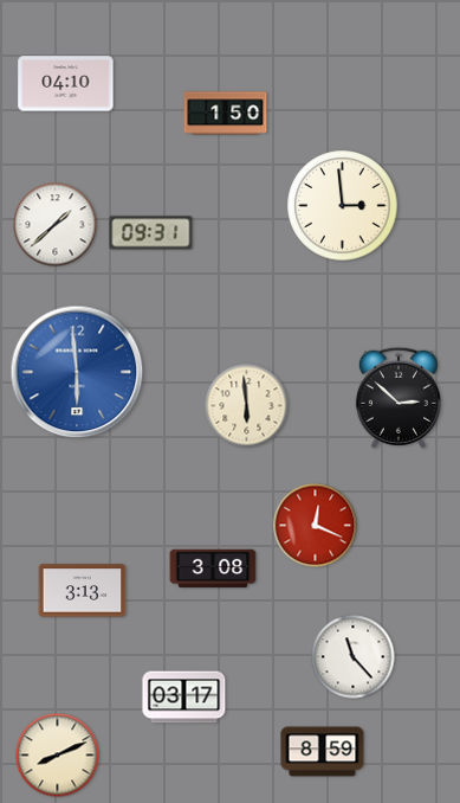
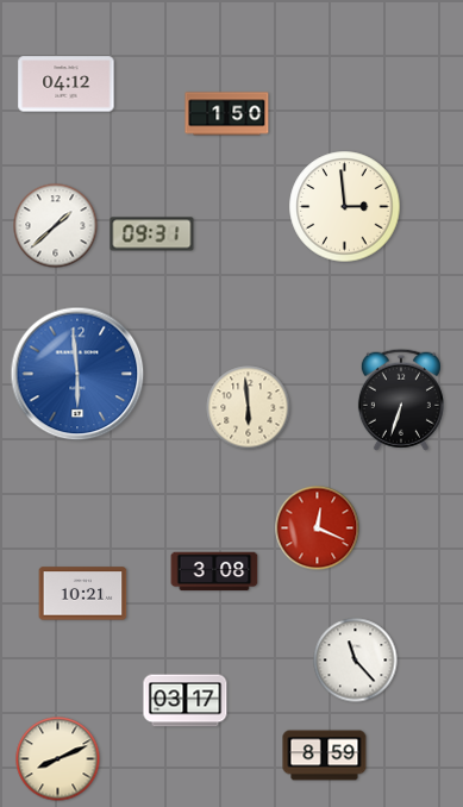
clock at (66, 84): 04:10 -> 04:12
clock at (399, 398): 2:52 -> 6:33
clock at (83, 591): 3:13 -> 10:21
